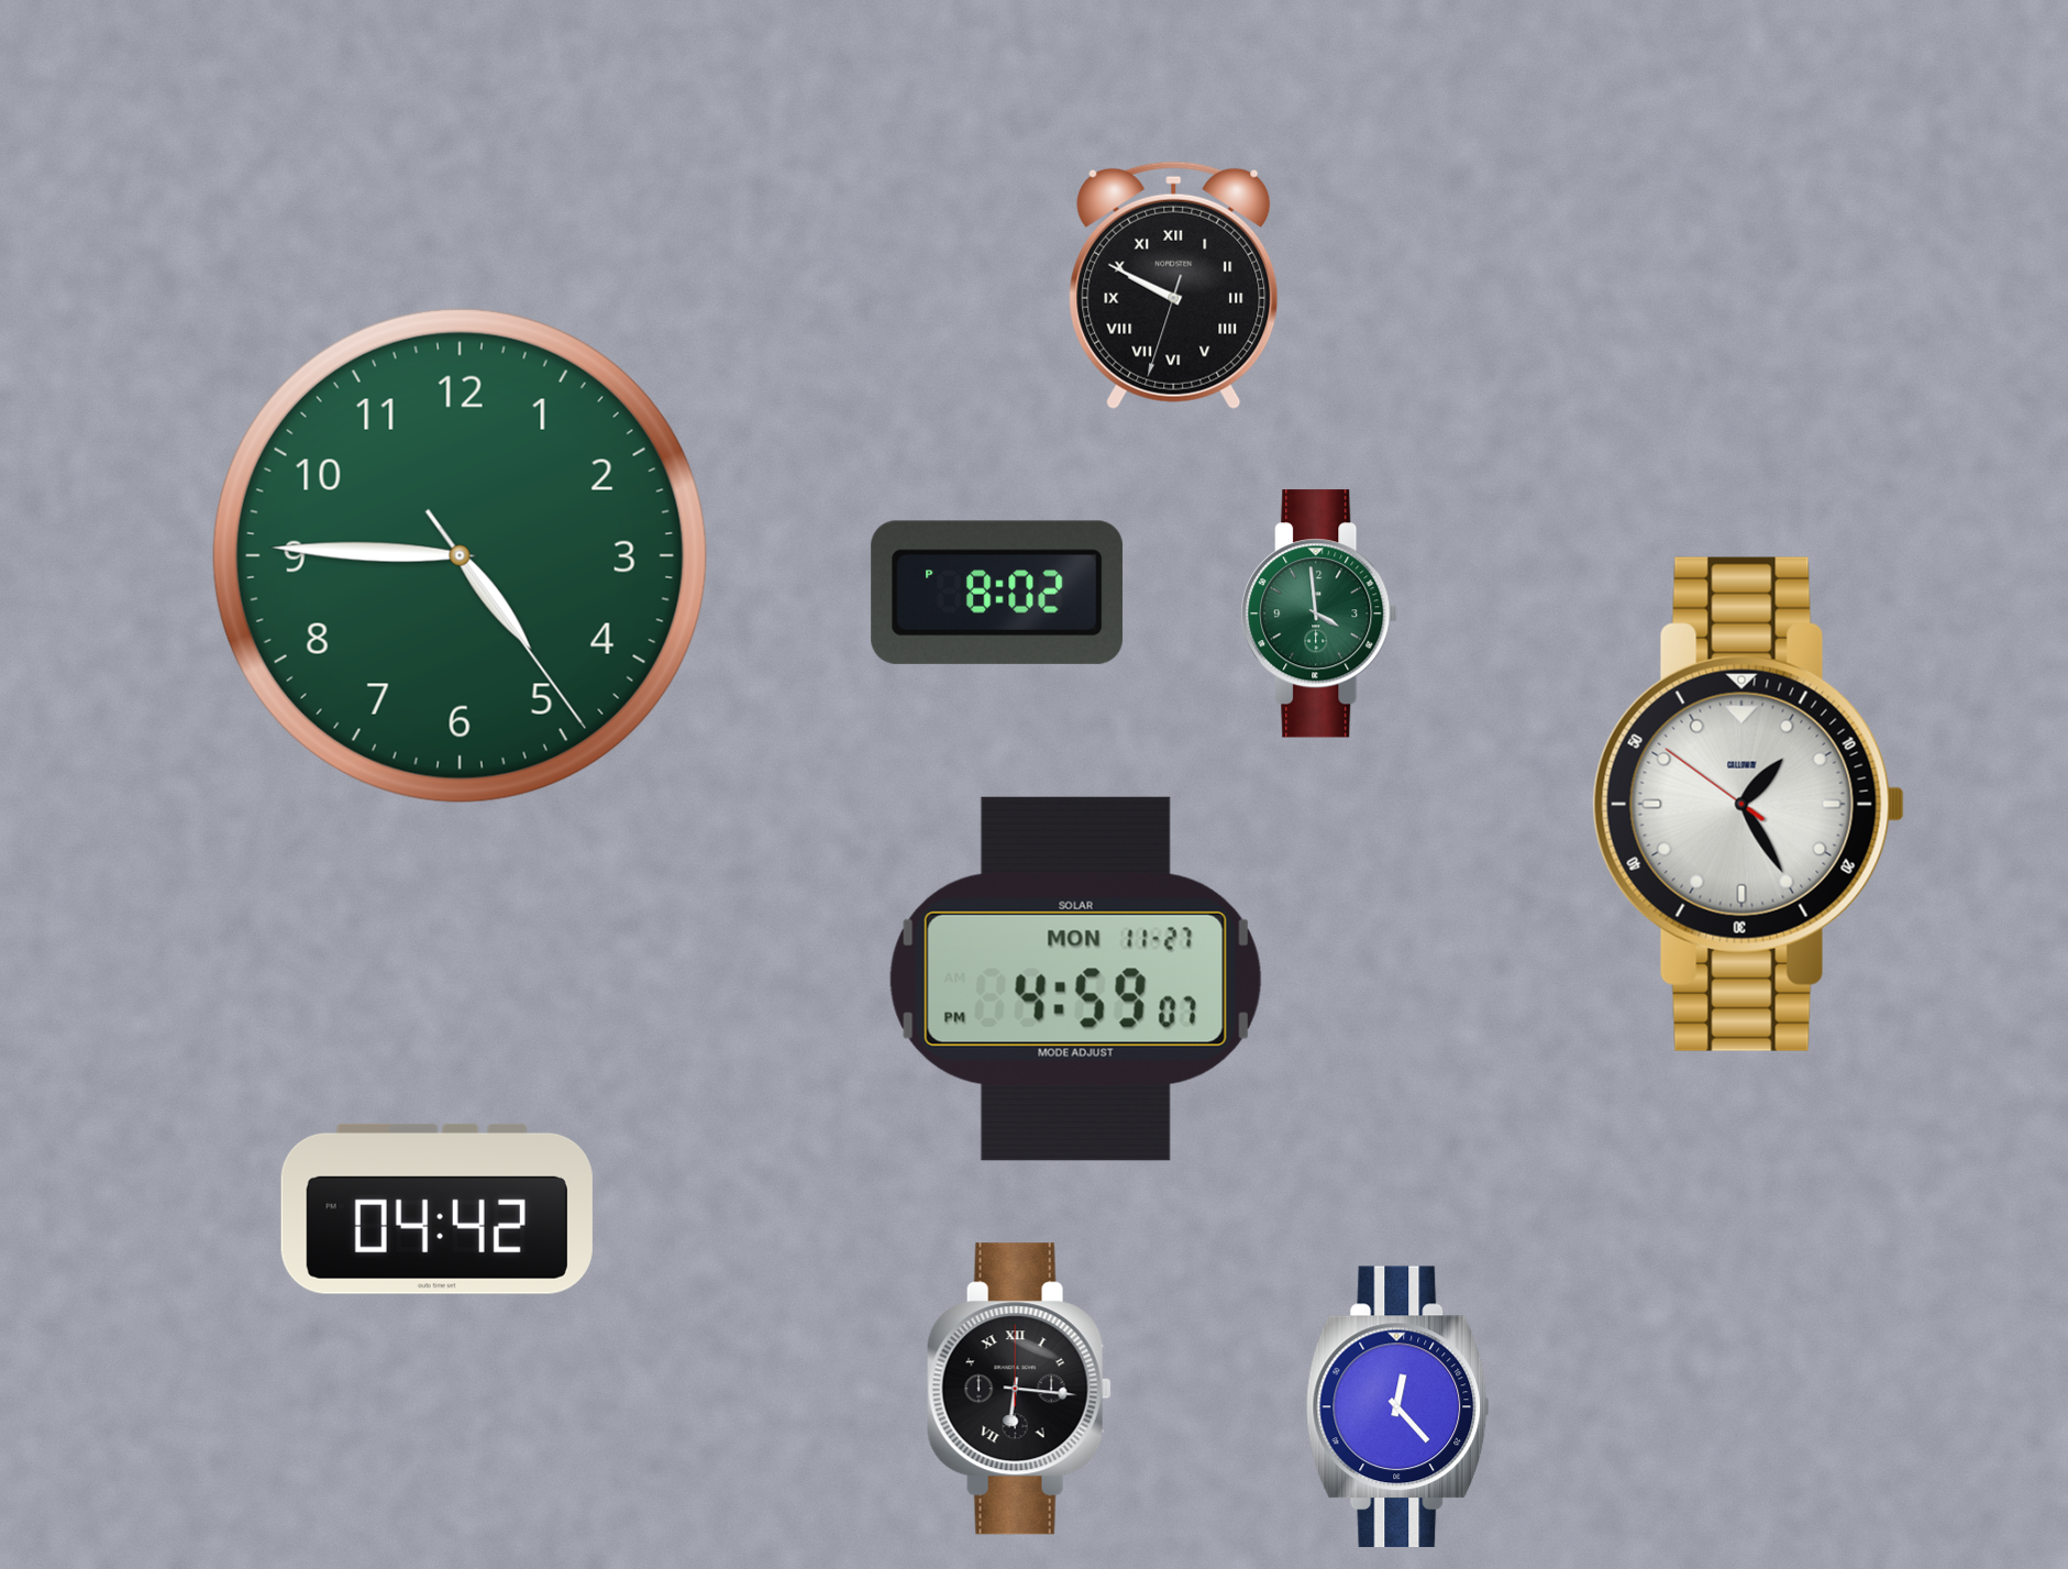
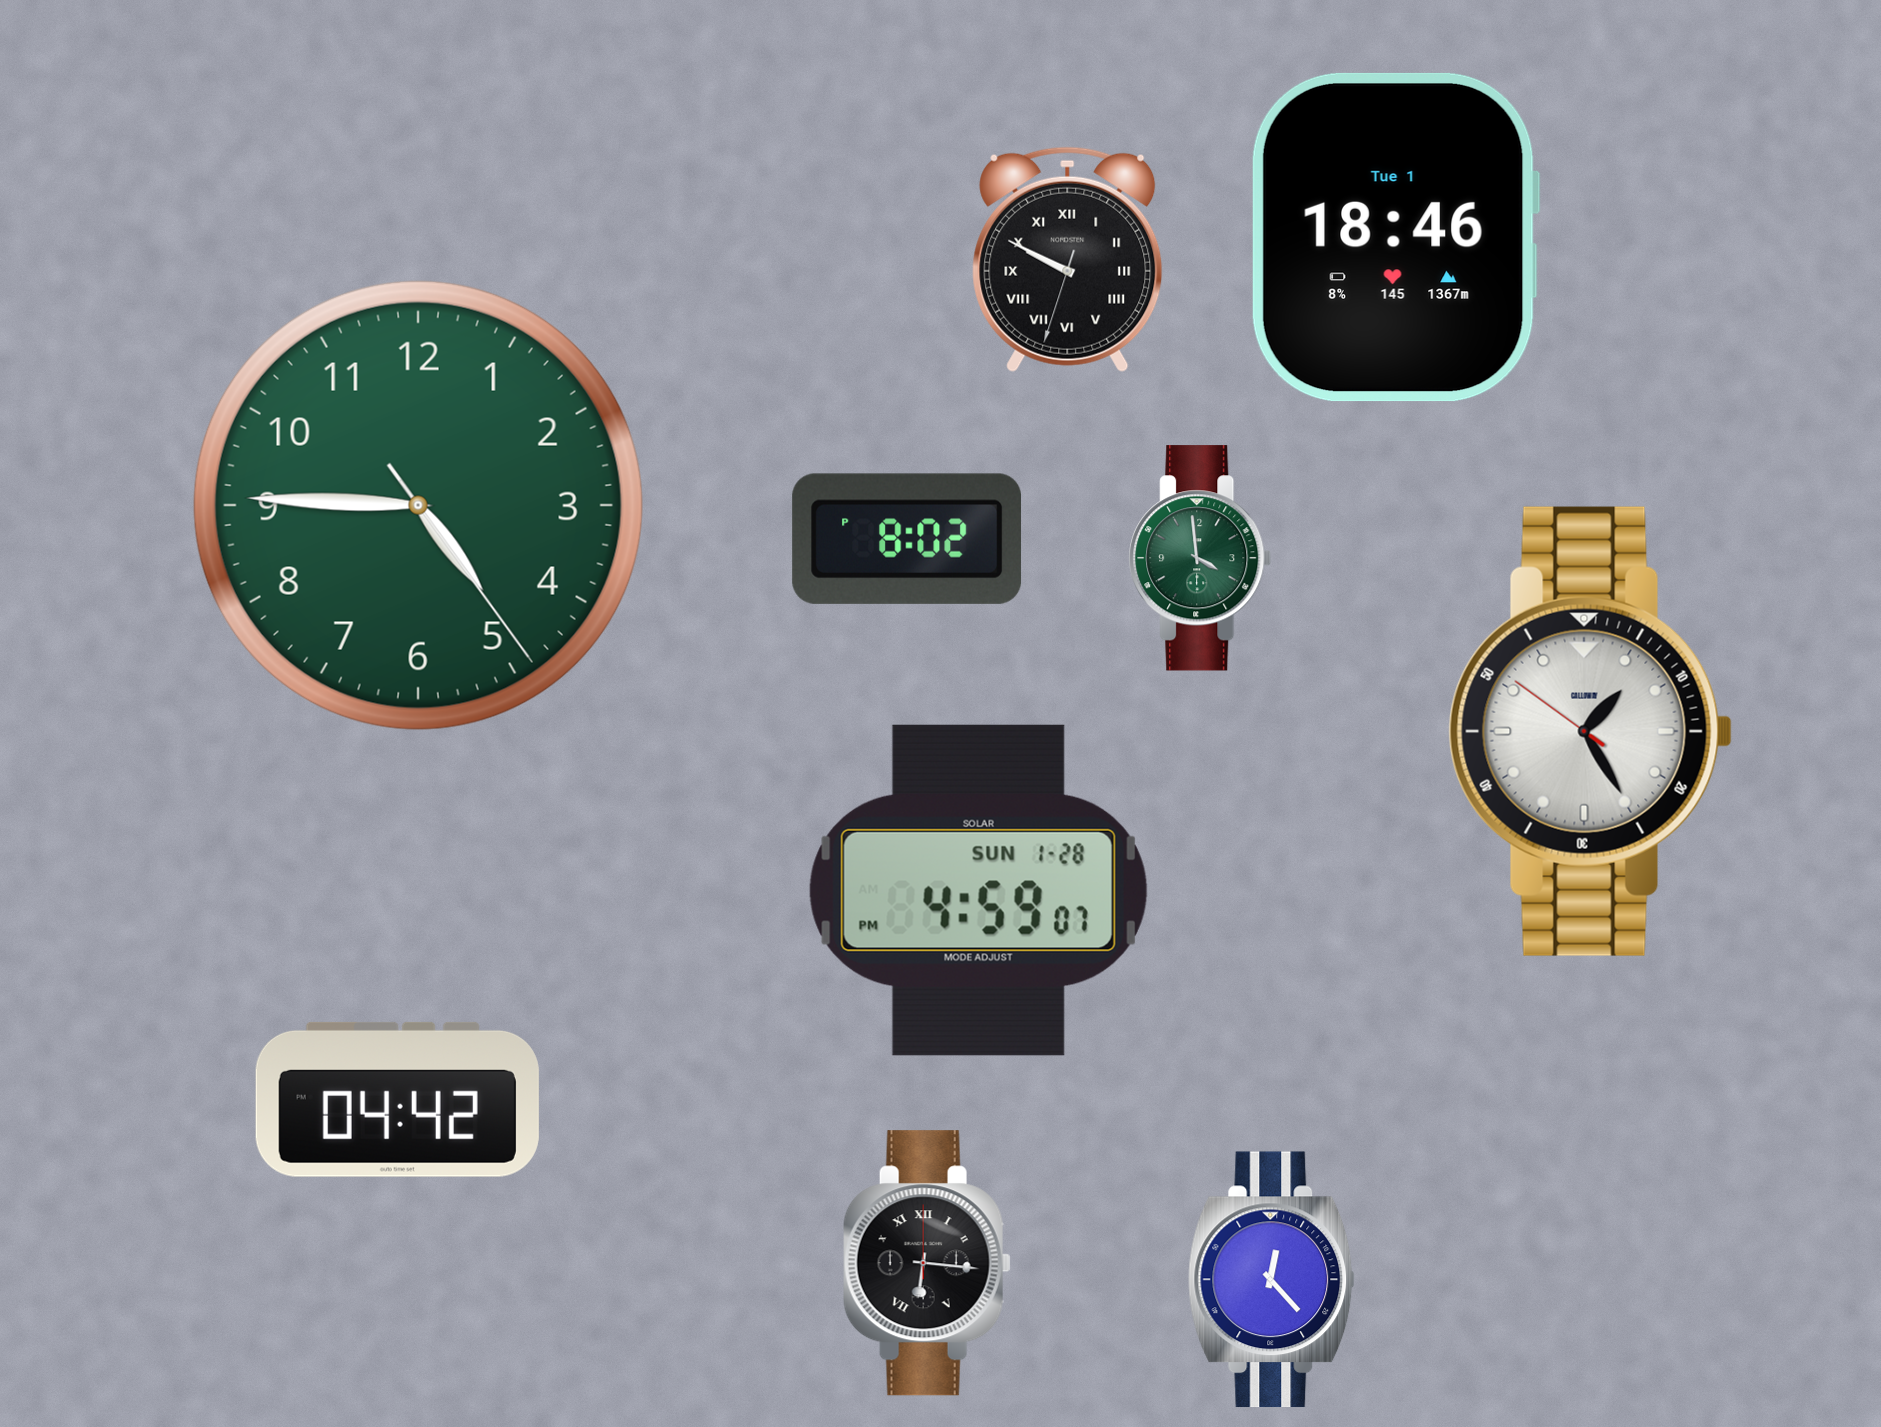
clock at (1395, 237): none -> 18:46
clock at (1075, 979) date: MON 11-27 -> SUN 1-28
